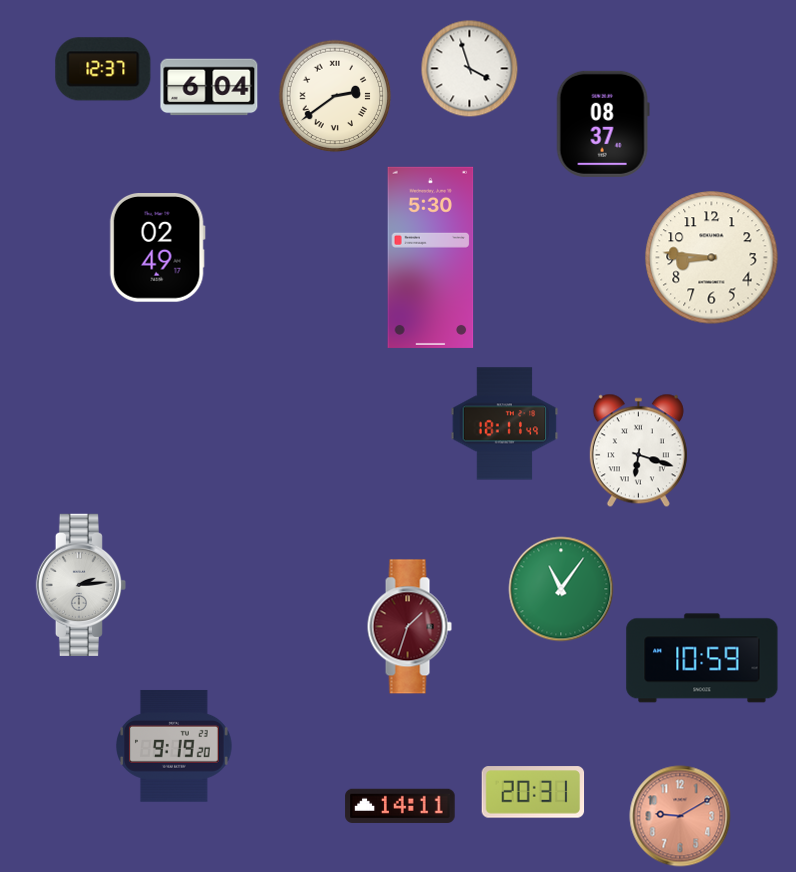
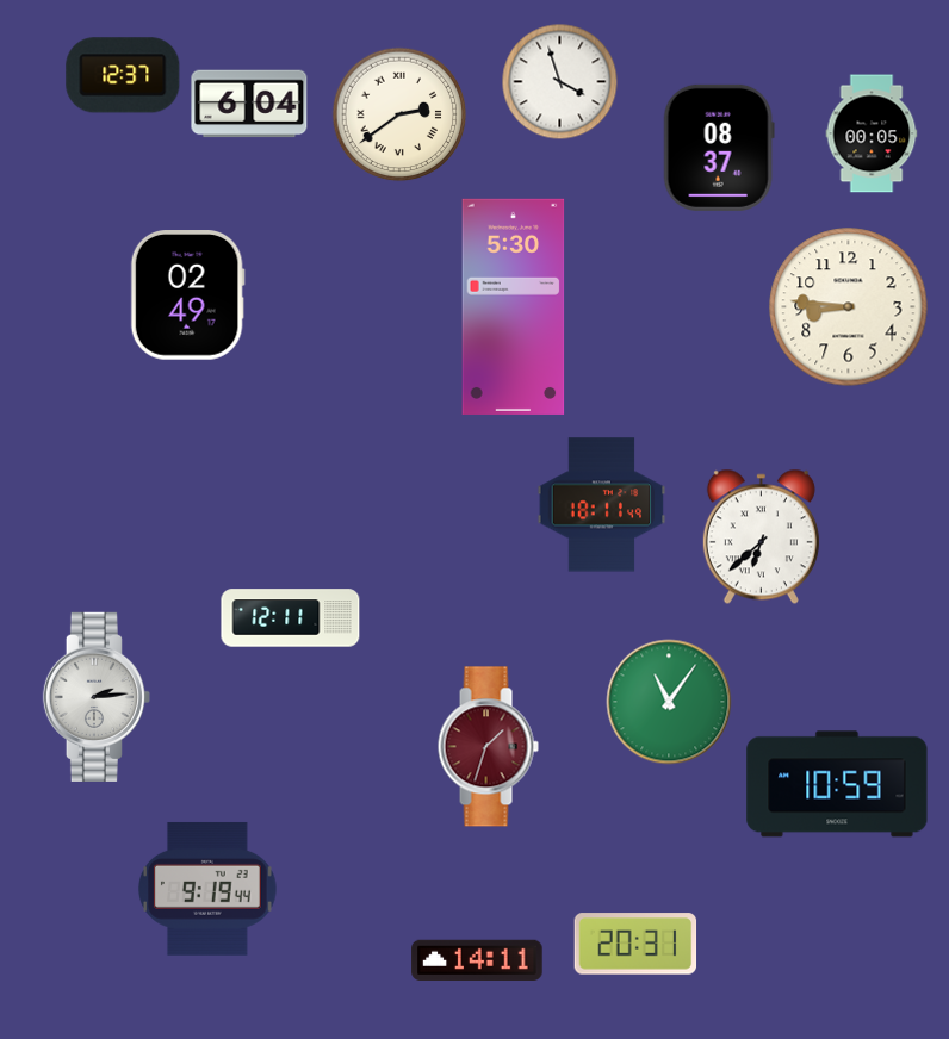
clock at (103, 69) position: (103, 69) -> (123, 75)
clock at (872, 133): none -> 00:05
clock at (638, 451): 6:18 -> 6:38
clock at (291, 618): none -> 12:11
clock at (175, 746): 9:19:20 -> 9:19:44
clock at (680, 816): 9:10 -> none
